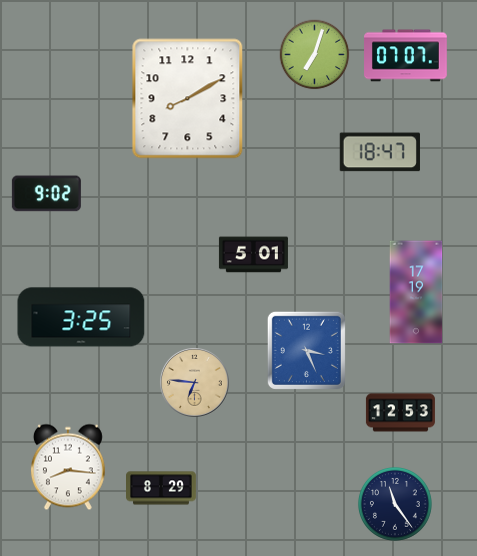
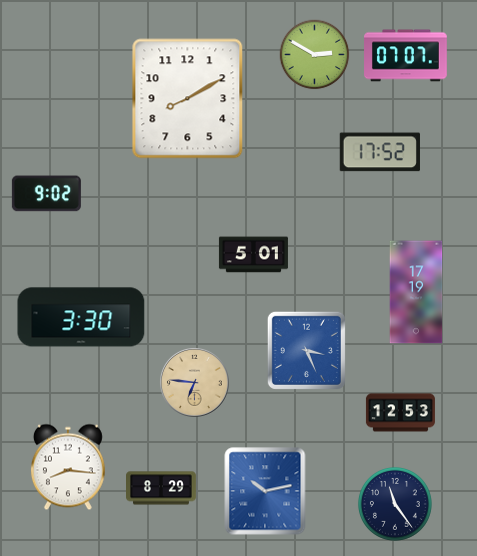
clock at (315, 55): 7:03 -> 2:50
clock at (380, 152): 18:47 -> 17:52
clock at (81, 317): 3:25 -> 3:30
clock at (265, 491): none -> 10:13
